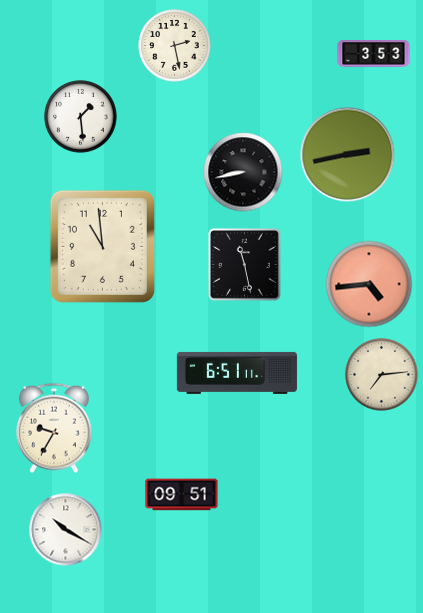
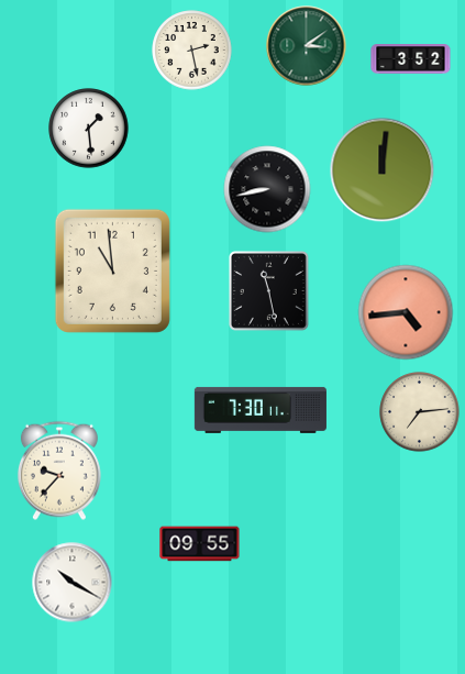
clock at (307, 46): none -> 3:09
clock at (374, 54): 3:53 -> 3:52
clock at (348, 155): 2:43 -> 12:01
clock at (237, 373): 6:51 -> 7:30
clock at (54, 428): 9:35 -> 9:37
clock at (182, 495): 09:51 -> 09:55
